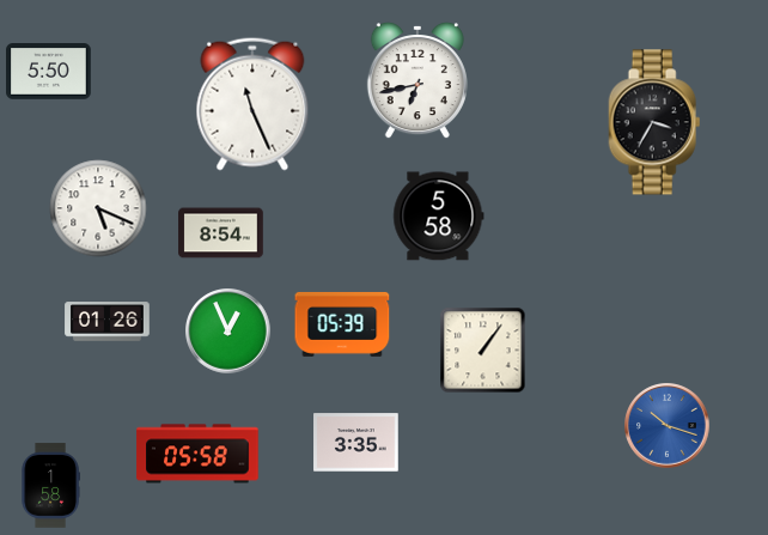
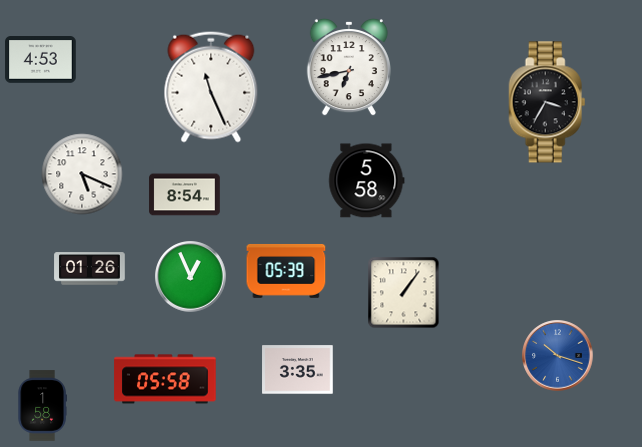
clock at (49, 72): 5:50 -> 4:53
